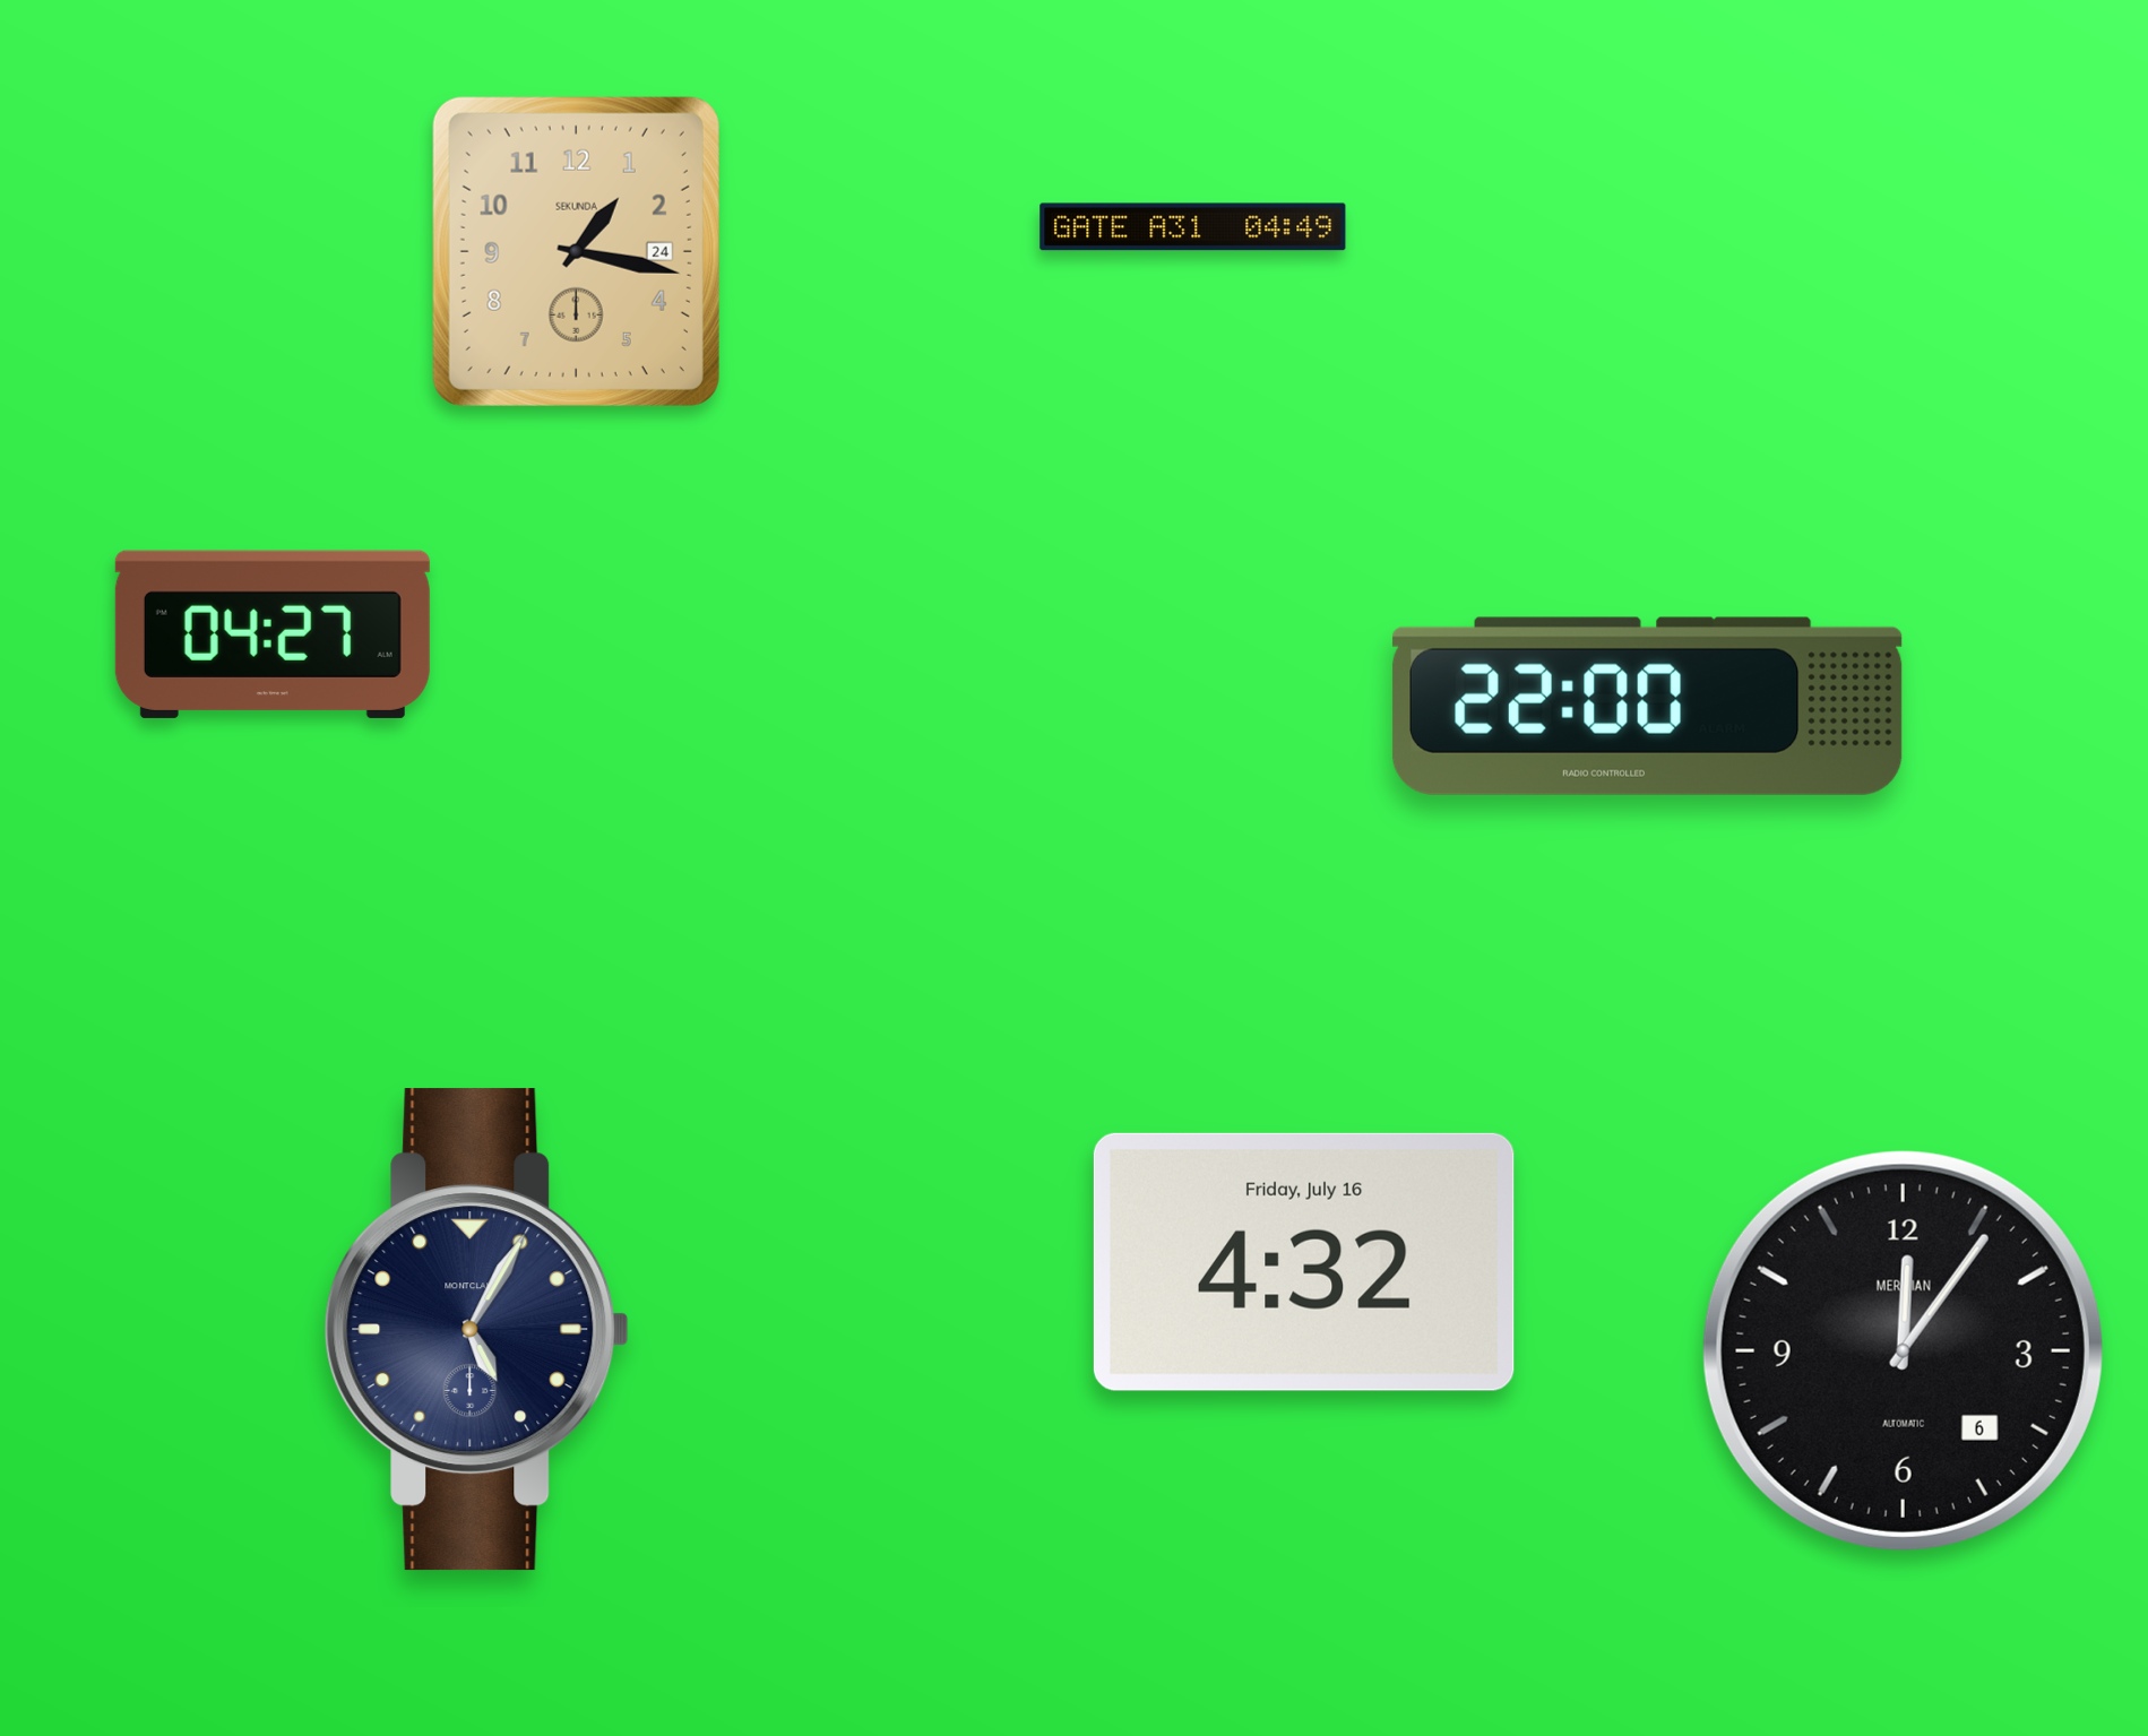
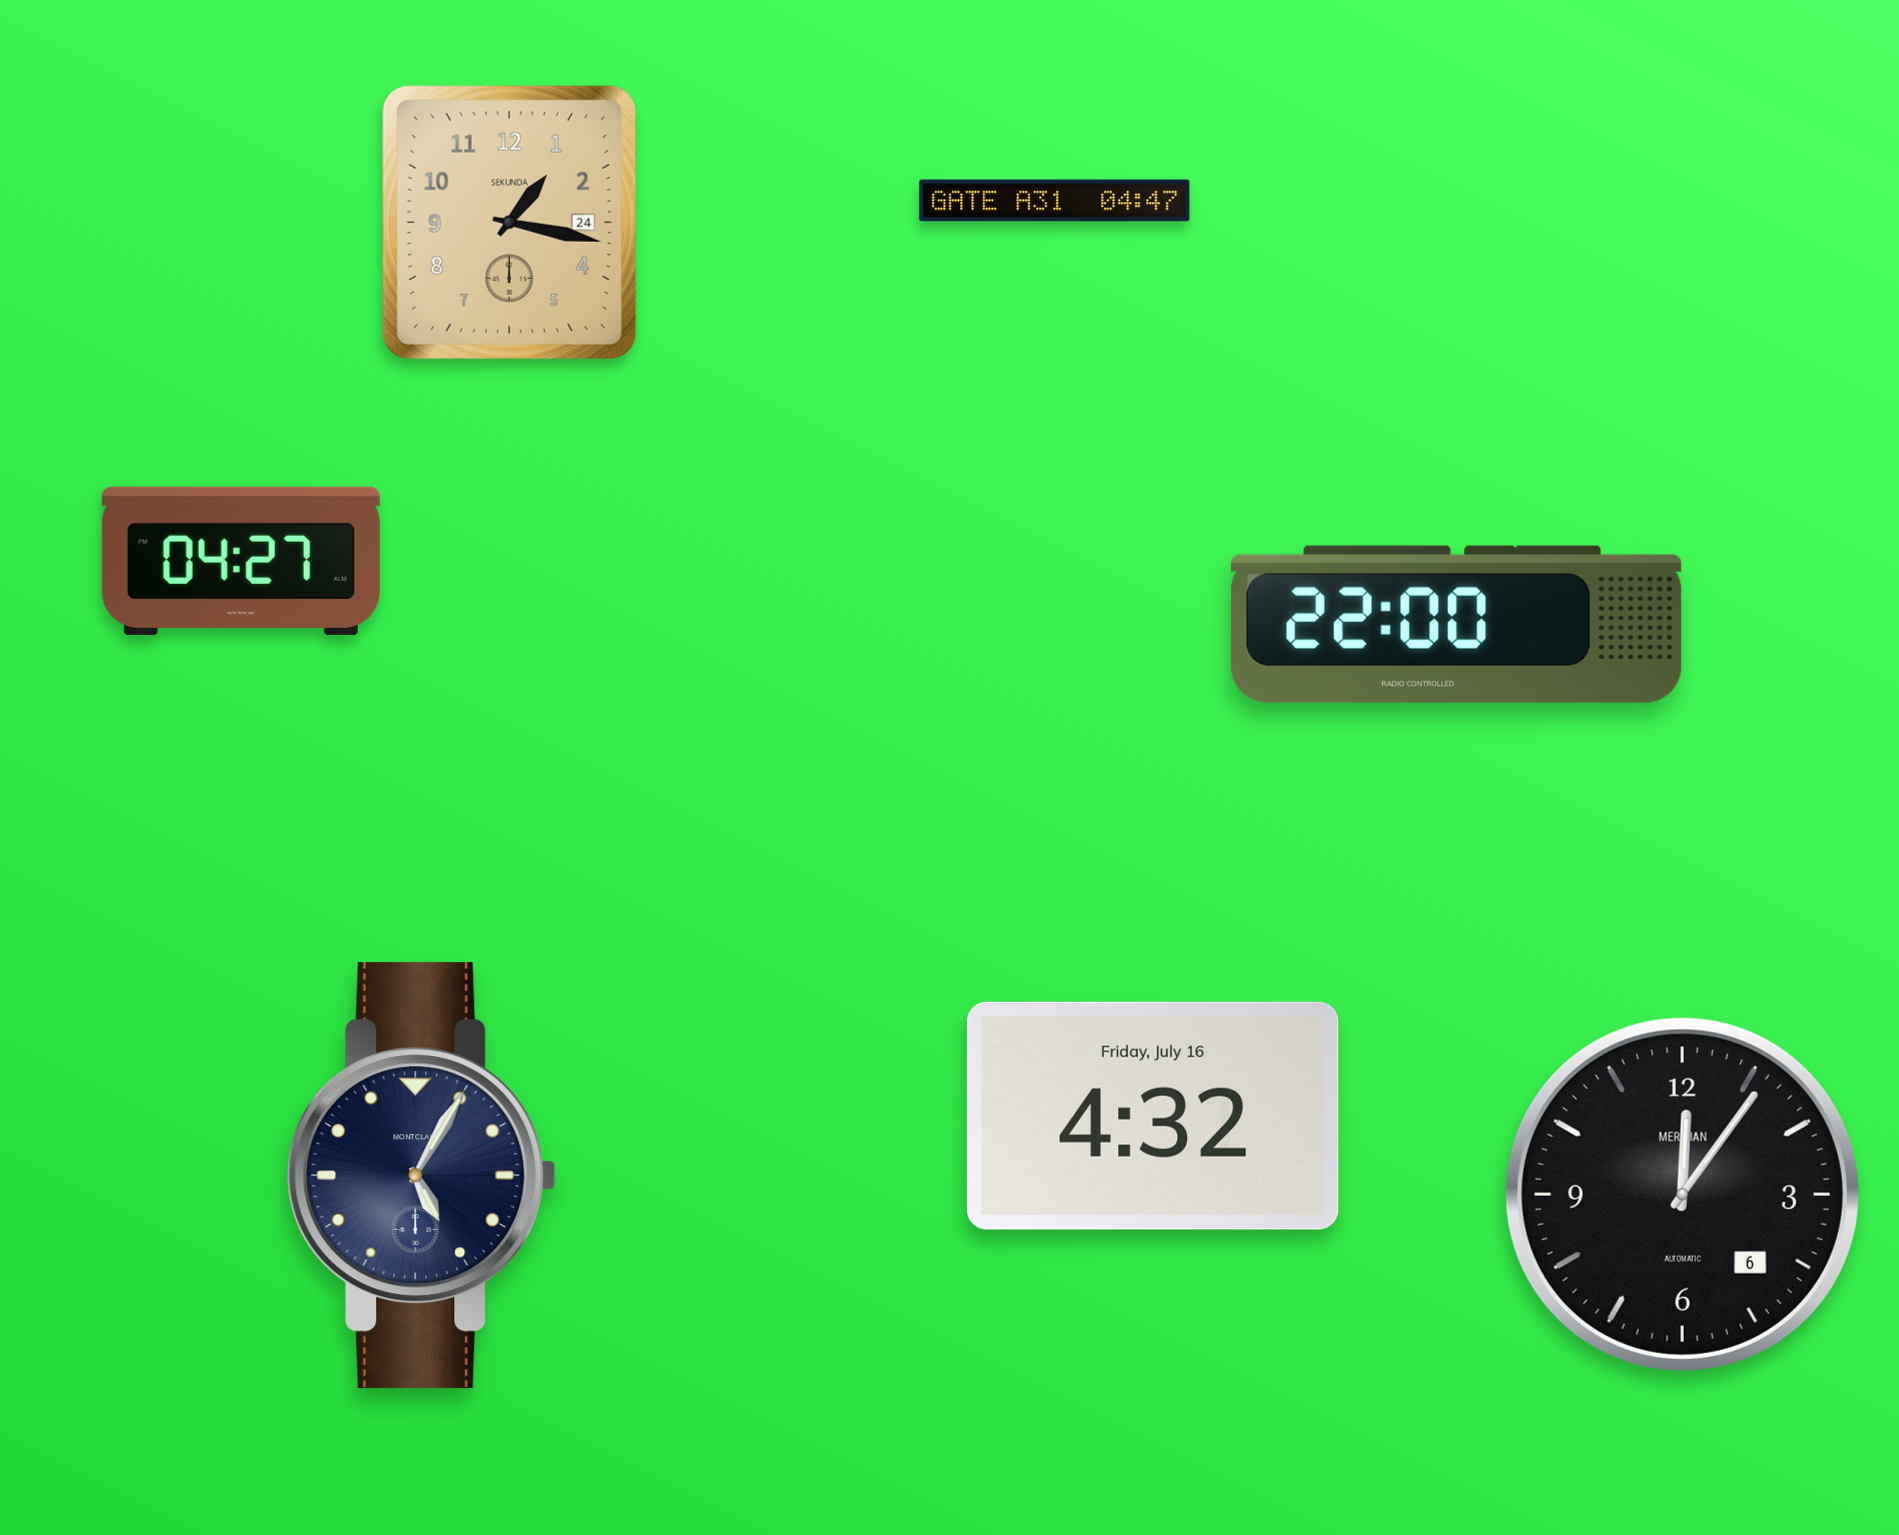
clock at (1193, 227): 04:49 -> 04:47
